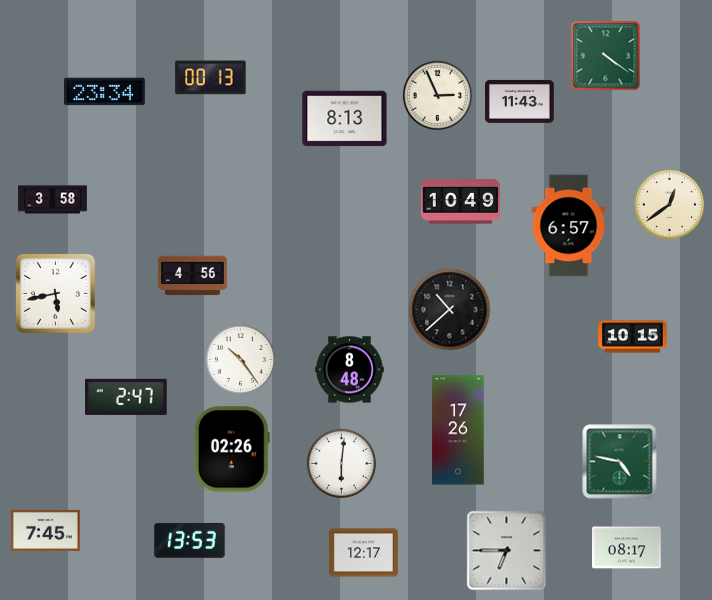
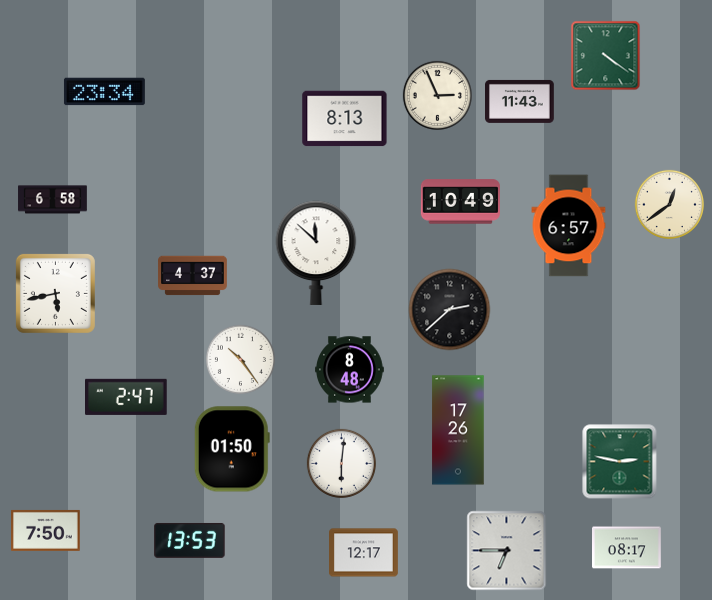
clock at (211, 78): 00:13 -> none
clock at (53, 200): 3:58 -> 6:58
clock at (316, 253): none -> 11:52
clock at (193, 276): 4:56 -> 4:37
clock at (450, 310): 10:38 -> 2:38
clock at (633, 337): 10:15 -> none
clock at (232, 449): 02:26 -> 01:50
clock at (620, 462): 4:47 -> 2:47
clock at (46, 530): 7:45 -> 7:50
